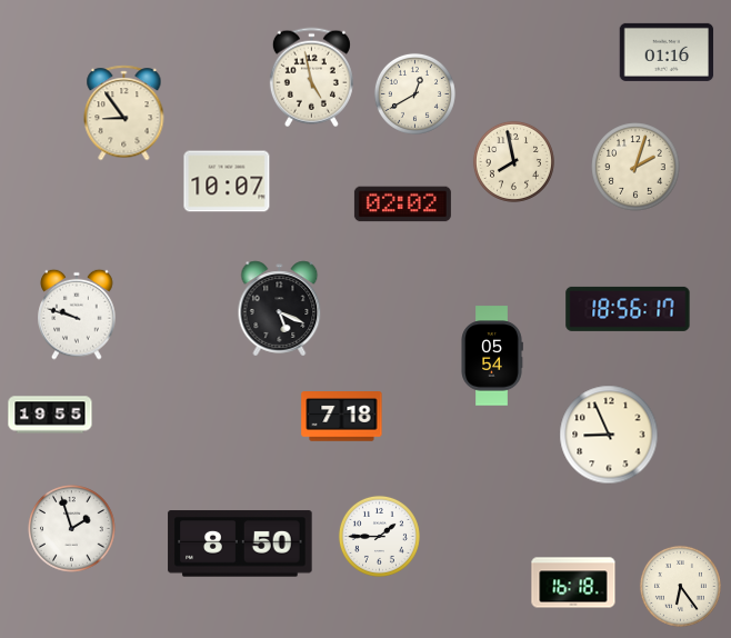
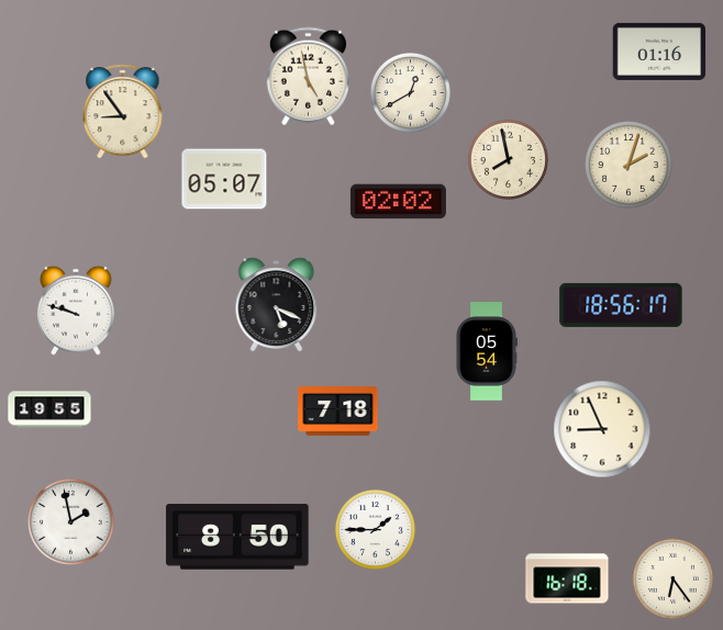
clock at (227, 181): 10:07 -> 05:07
clock at (72, 529): 1:57 -> 1:58
clock at (573, 582) position: (573, 582) -> (567, 578)
